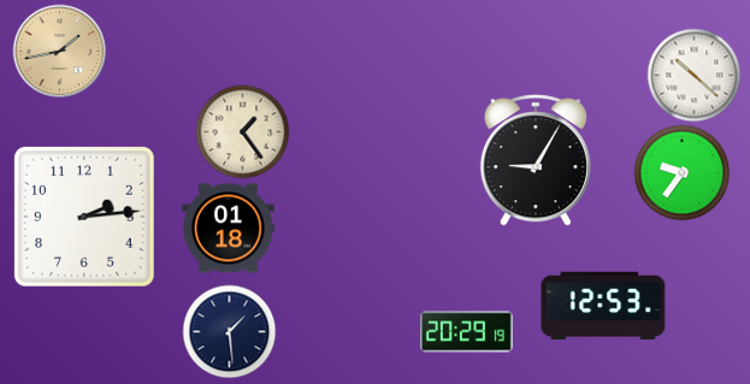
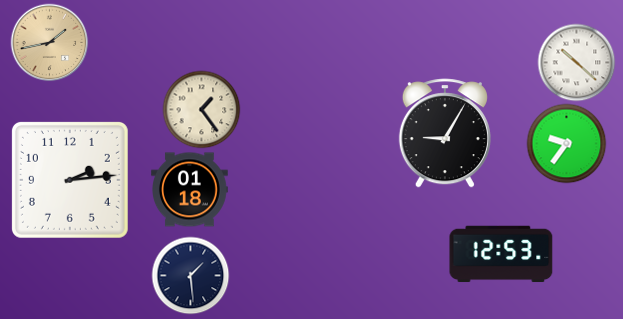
clock at (467, 332): 20:29 -> none
